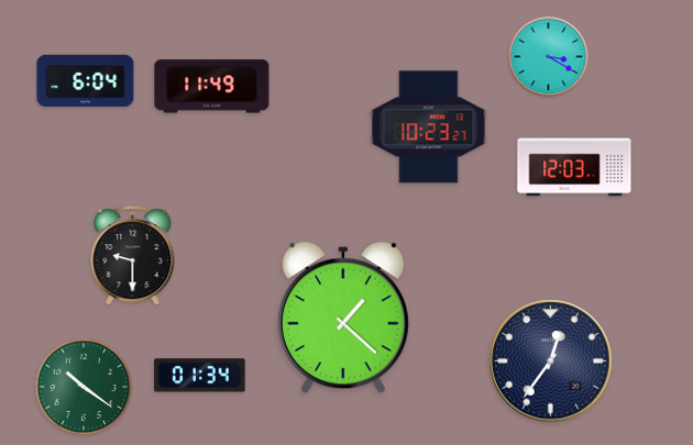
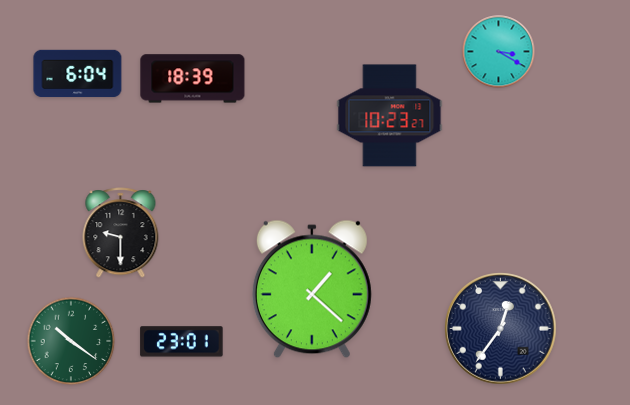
clock at (212, 87): 11:49 -> 18:39
clock at (574, 167): 12:03 -> none
clock at (200, 376): 01:34 -> 23:01
clock at (84, 387) position: (84, 387) -> (71, 341)
